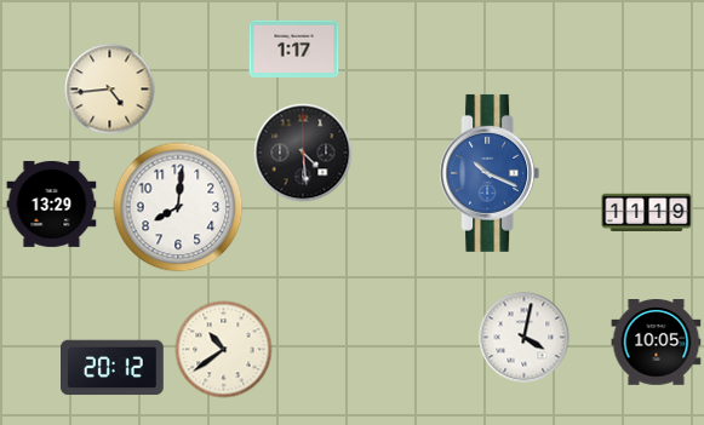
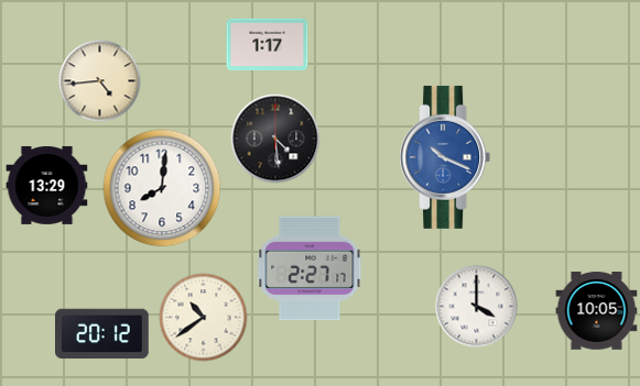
clock at (647, 212): 11:19 -> none
clock at (310, 268): none -> 2:27
clock at (525, 338): 4:02 -> 4:00
